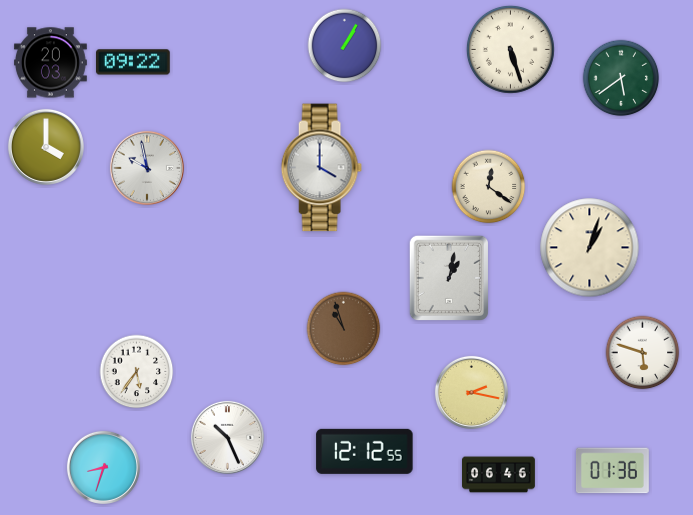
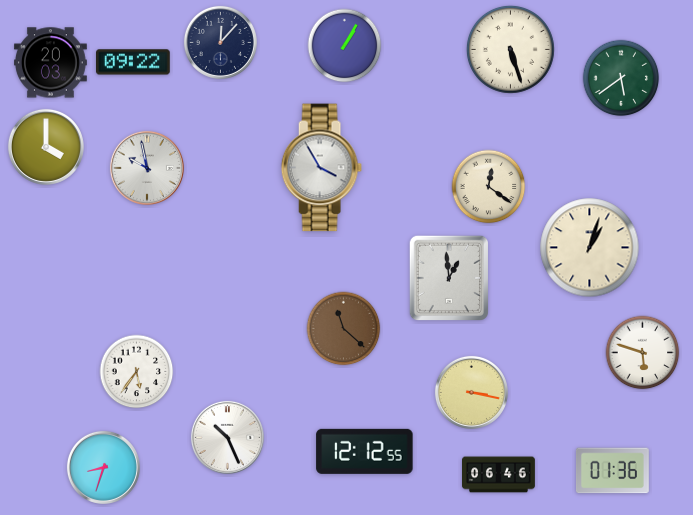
clock at (220, 42): none -> 12:07
clock at (321, 168): 4:00 -> 3:55
clock at (448, 278): 1:02 -> 12:59
clock at (344, 329): 10:57 -> 11:22
clock at (471, 392): 2:17 -> 3:17
